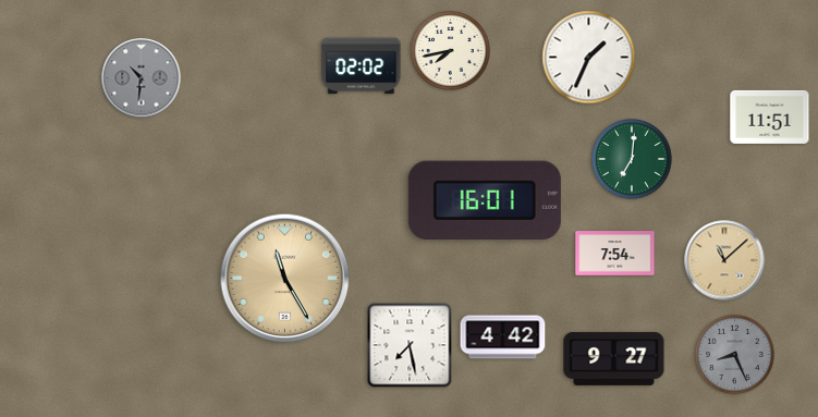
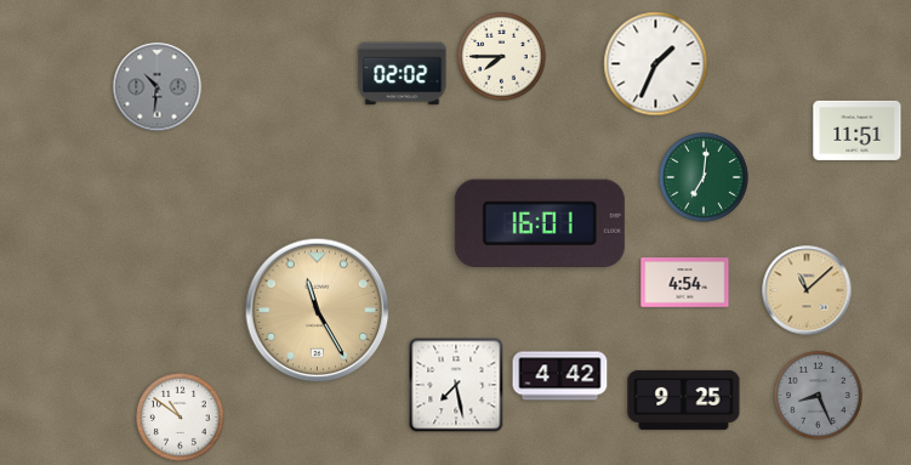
clock at (451, 51): 7:43 -> 7:45
clock at (615, 254): 7:54 -> 4:54
clock at (614, 358): 9:27 -> 9:25
clock at (181, 418): none -> 10:51
